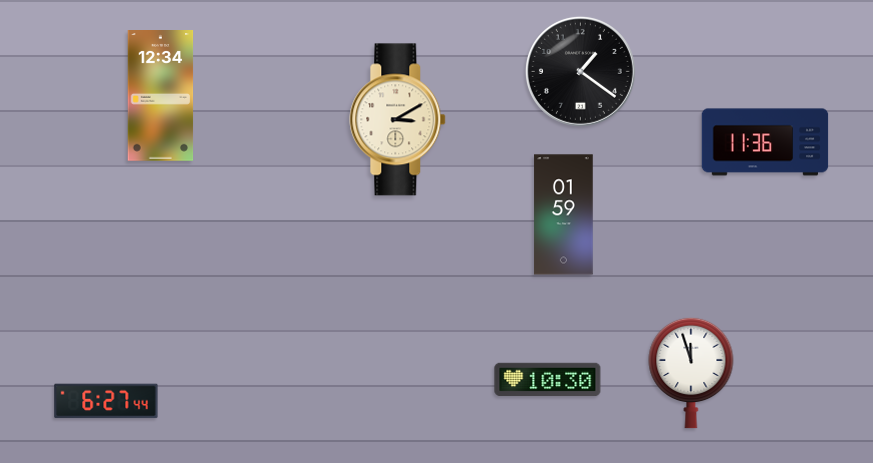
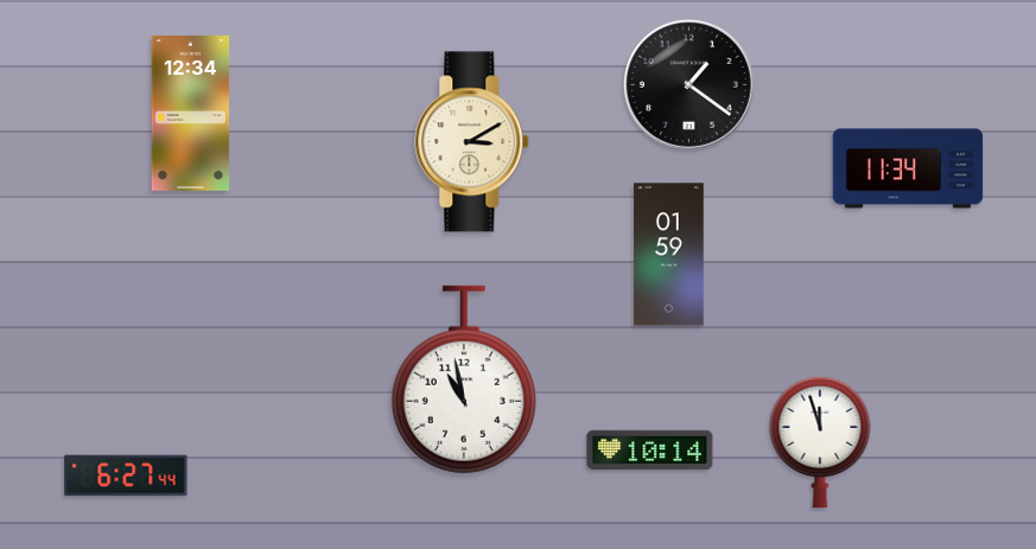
clock at (765, 142): 11:36 -> 11:34
clock at (464, 379): none -> 10:58
clock at (548, 380): 10:30 -> 10:14
